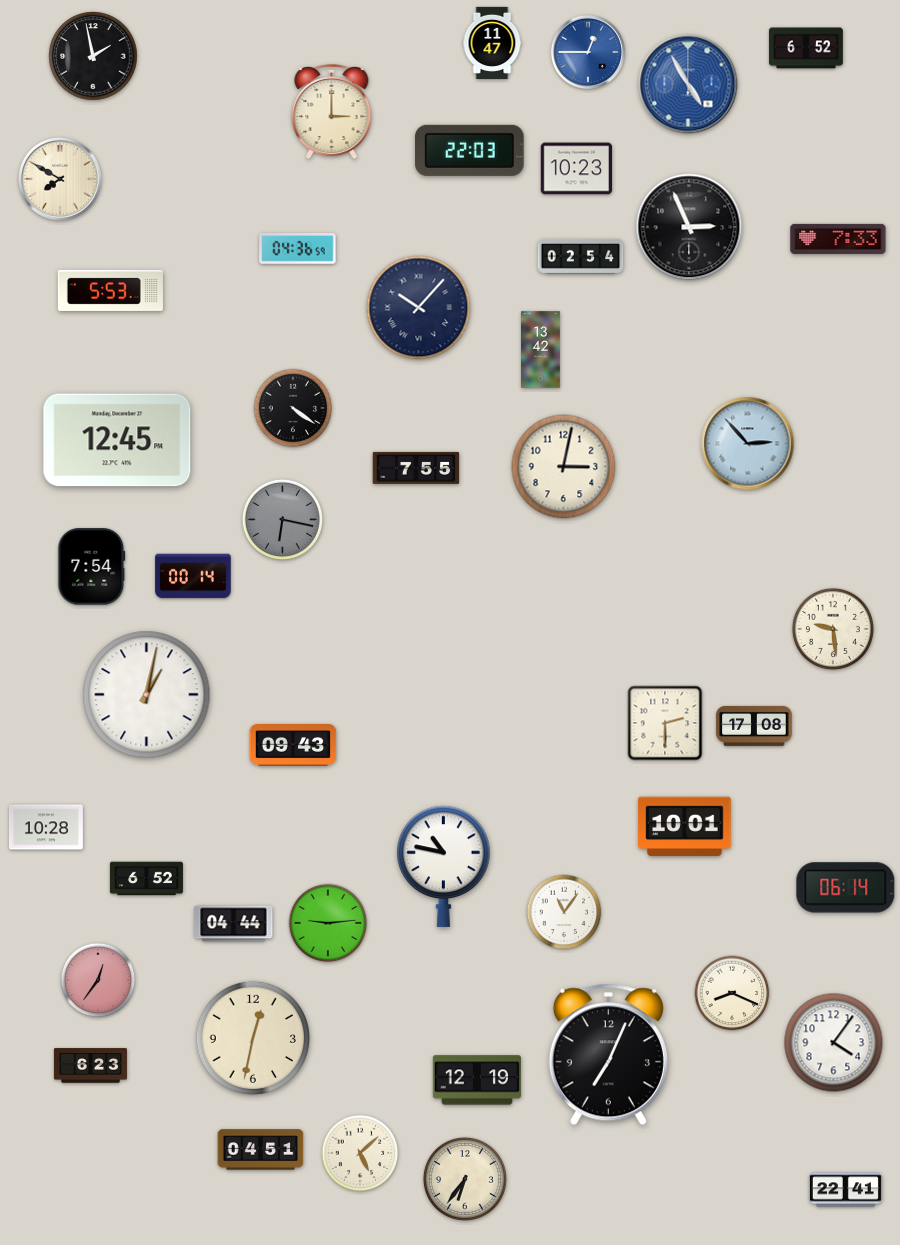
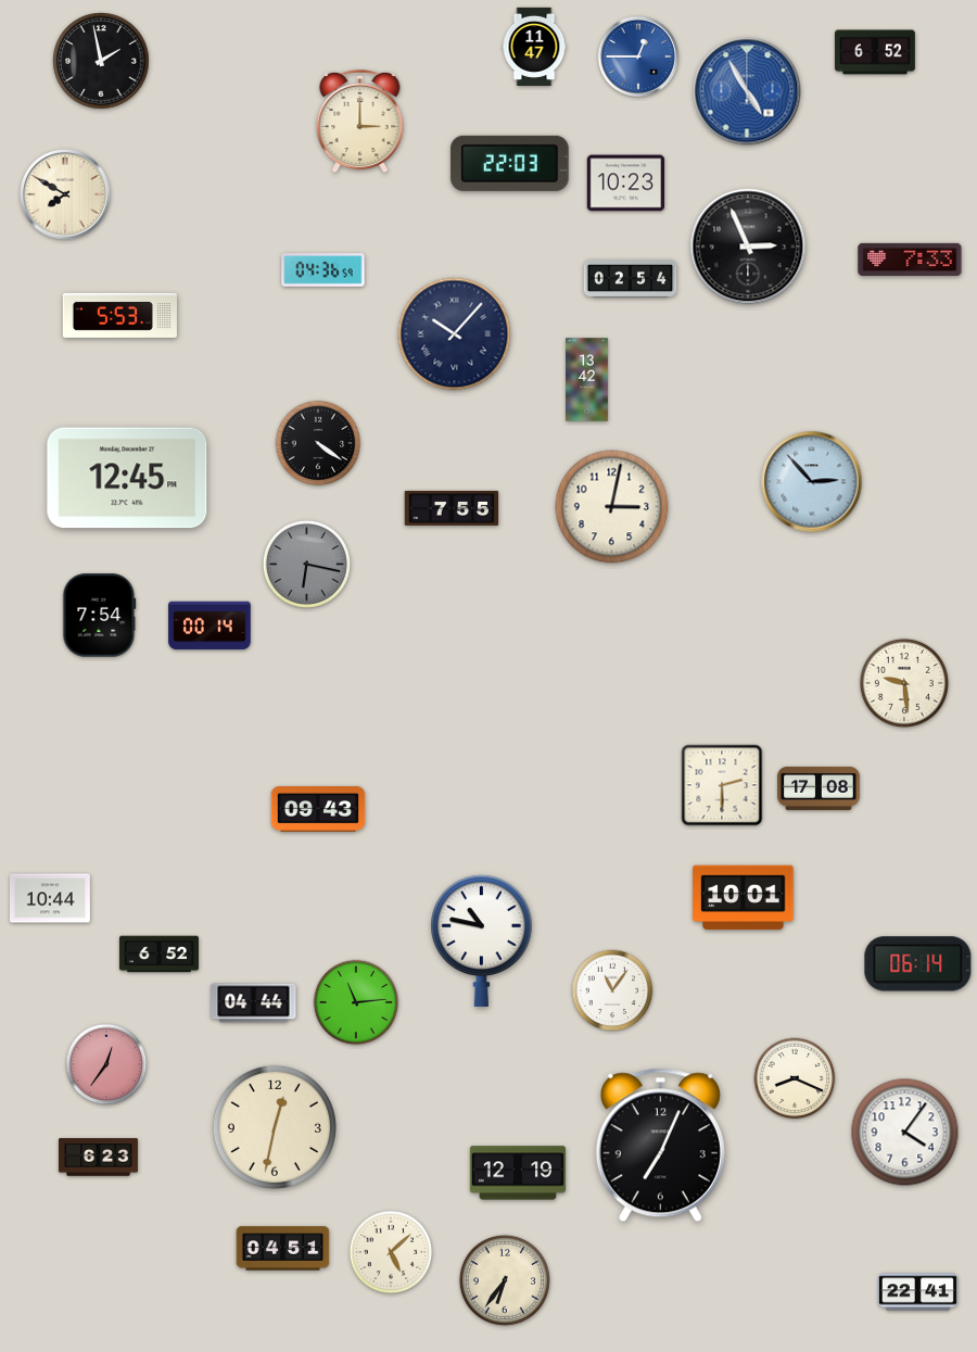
clock at (147, 695): 1:02 -> none
clock at (46, 827): 10:28 -> 10:44
clock at (328, 923): 9:14 -> 11:14
